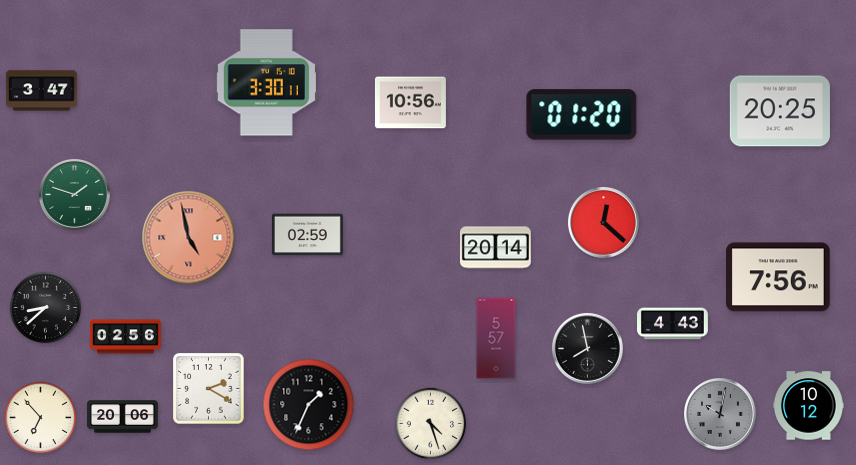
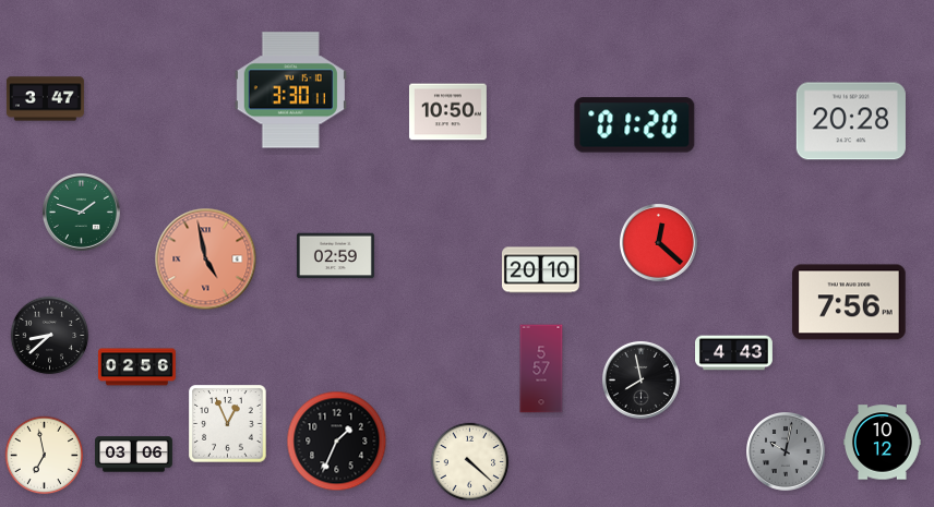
clock at (410, 103): 10:56 -> 10:50
clock at (780, 111): 20:25 -> 20:28
clock at (495, 248): 20:14 -> 20:10
clock at (209, 389): 2:20 -> 12:56
clock at (123, 417): 20:06 -> 03:06
clock at (41, 418): 6:53 -> 6:58
clock at (431, 424): 4:27 -> 4:22
